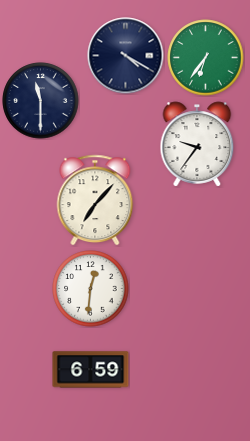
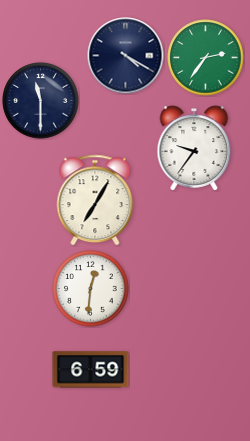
clock at (206, 58): 6:36 -> 2:36
clock at (197, 144) position: (197, 144) -> (194, 148)
clock at (95, 200): 7:07 -> 7:05
